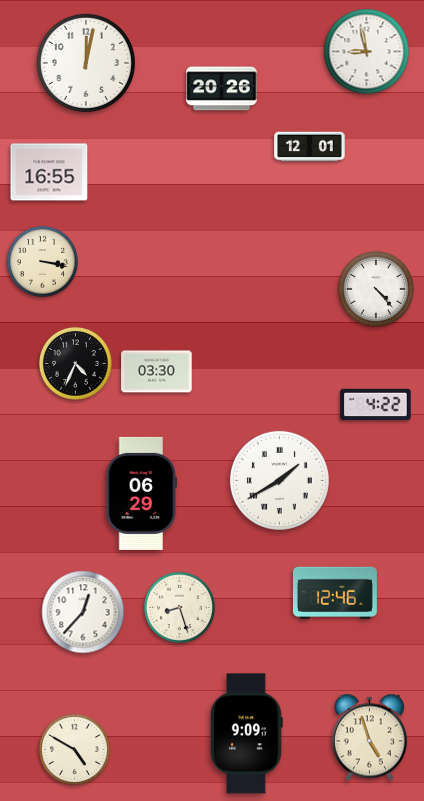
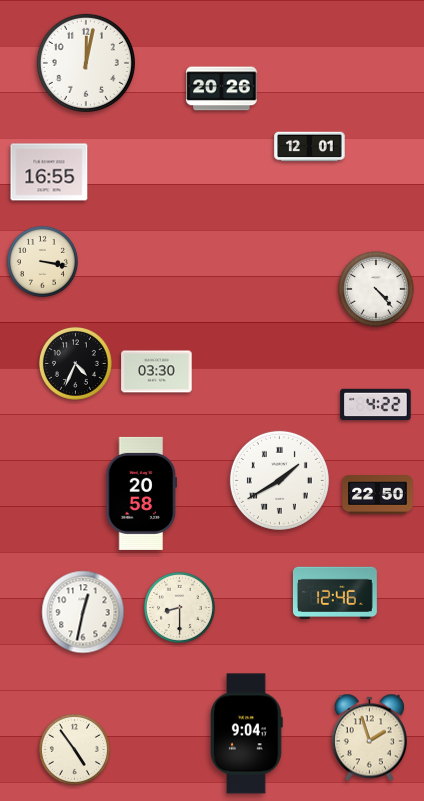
clock at (367, 52): 8:58 -> none
clock at (142, 493): 06:29 -> 20:58
clock at (378, 495): none -> 22:50
clock at (179, 607): 8:27 -> 8:30
clock at (83, 612): 12:37 -> 12:32
clock at (247, 734): 9:09 -> 9:04
clock at (369, 738): 4:57 -> 1:57
clock at (74, 749): 4:50 -> 4:54
